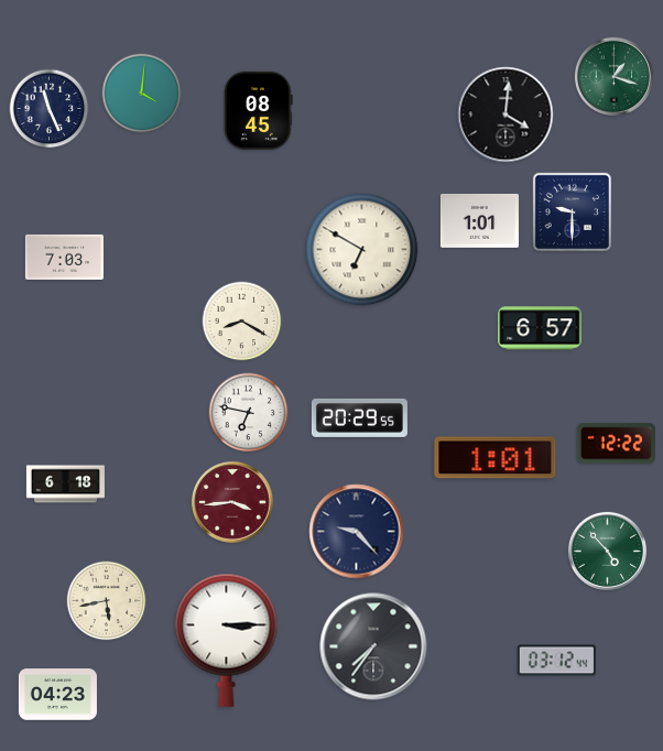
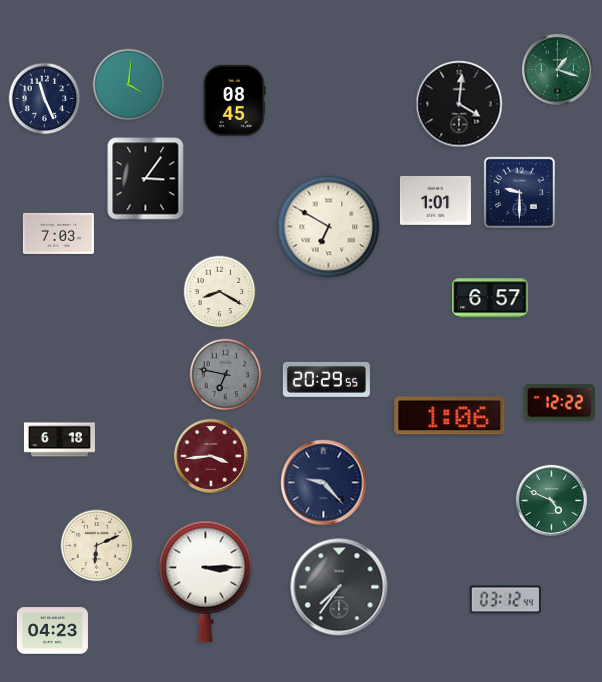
clock at (146, 179): none -> 3:06
clock at (249, 413) dial: white -> grey
clock at (496, 458): 1:01 -> 1:06
clock at (607, 551): 4:53 -> 4:49
clock at (107, 601): 5:43 -> 6:11
